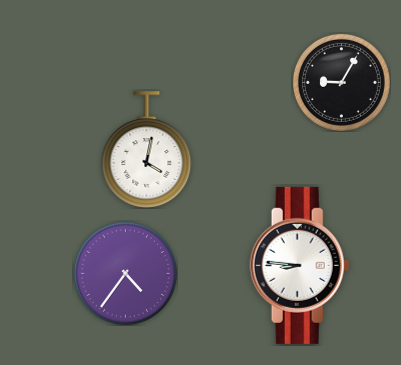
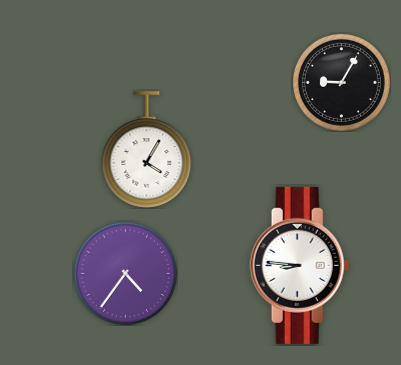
clock at (147, 150): 4:02 -> 4:05
